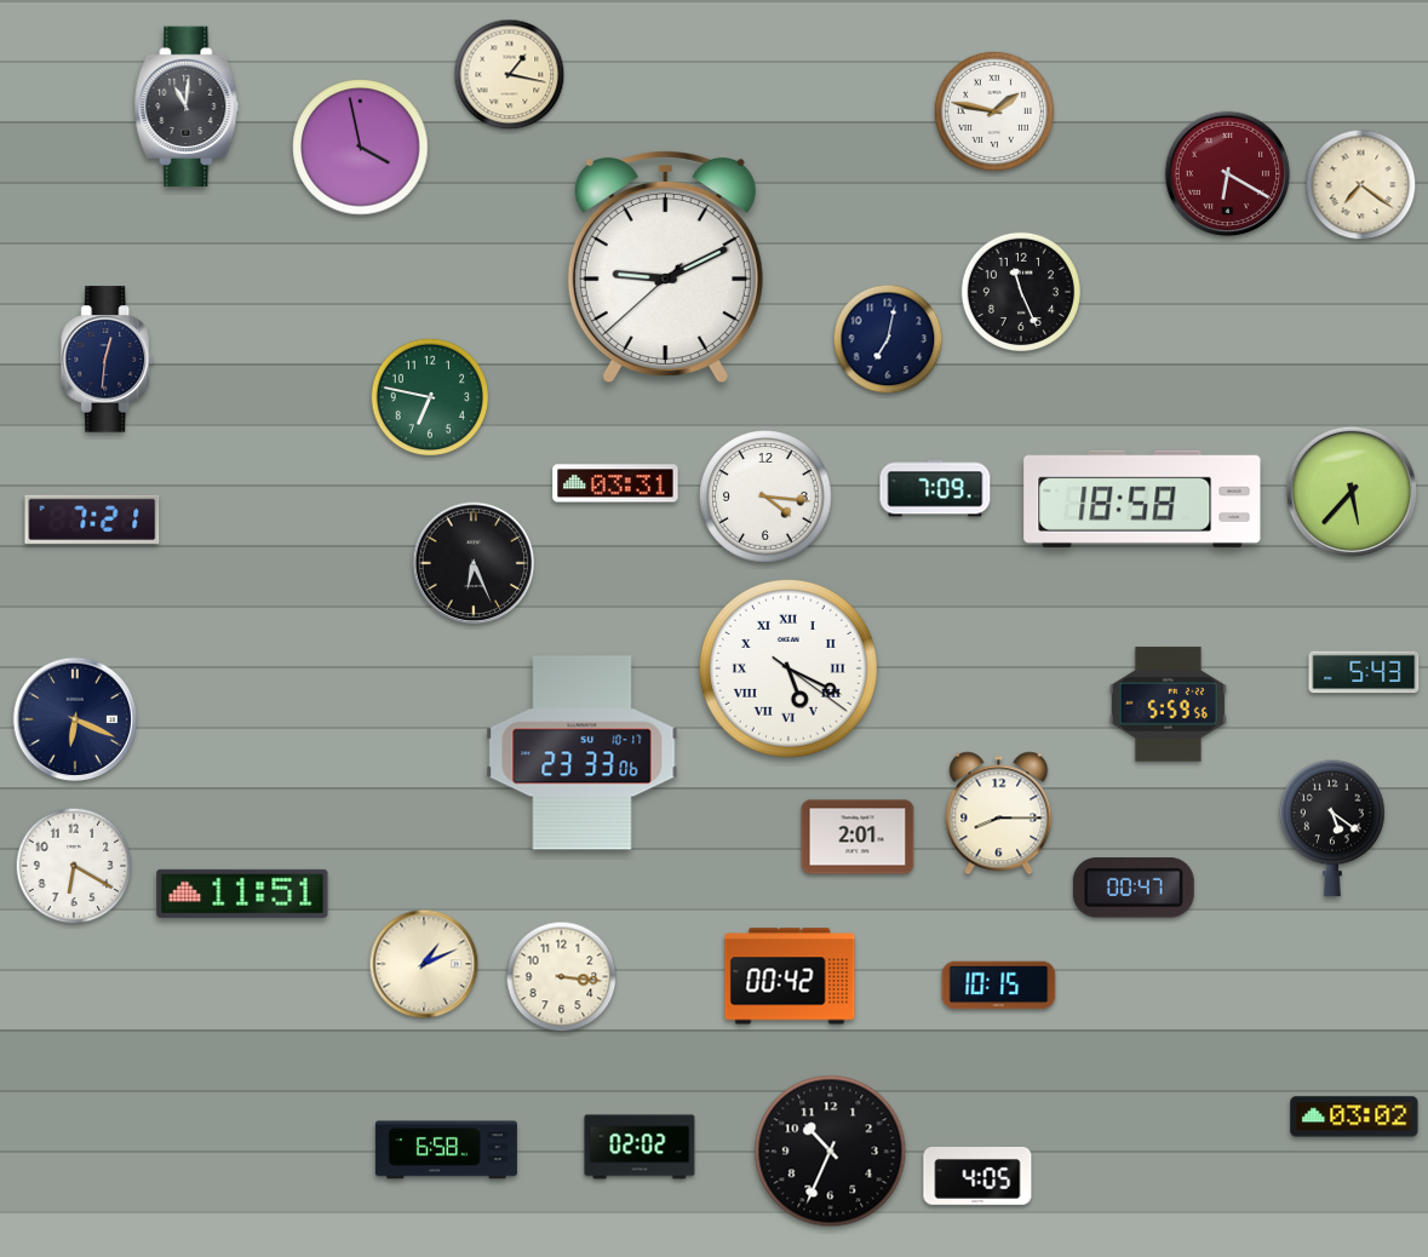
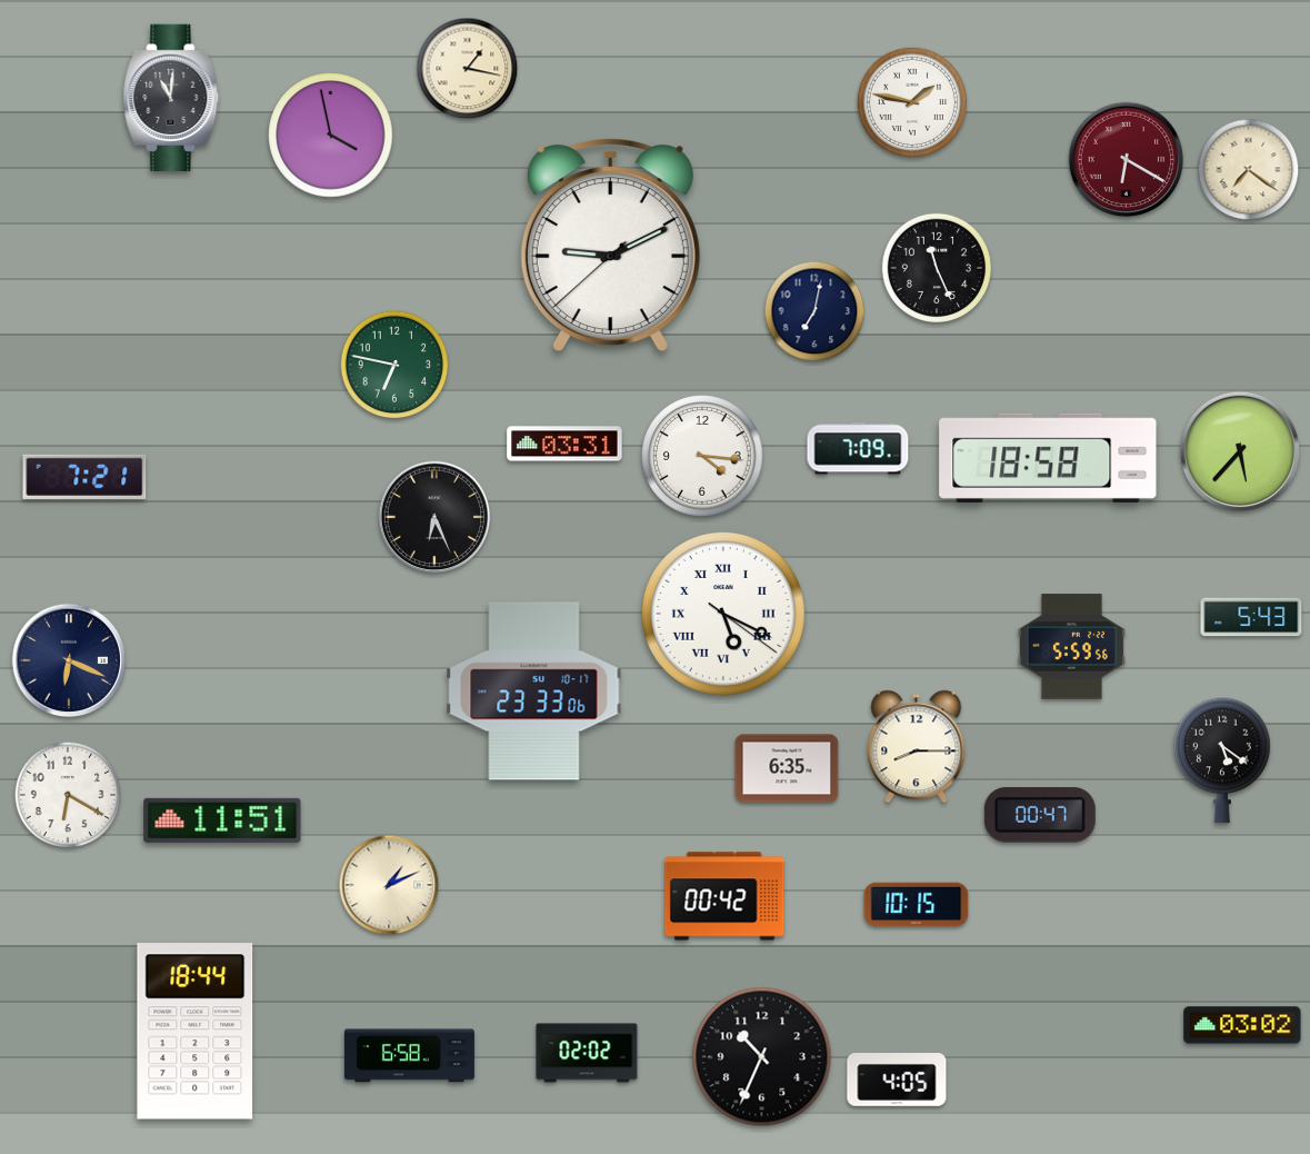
clock at (108, 360): 12:31 -> none
clock at (858, 837): 2:01 -> 6:35
clock at (562, 977): 3:16 -> none
clock at (196, 1032): none -> 18:44
